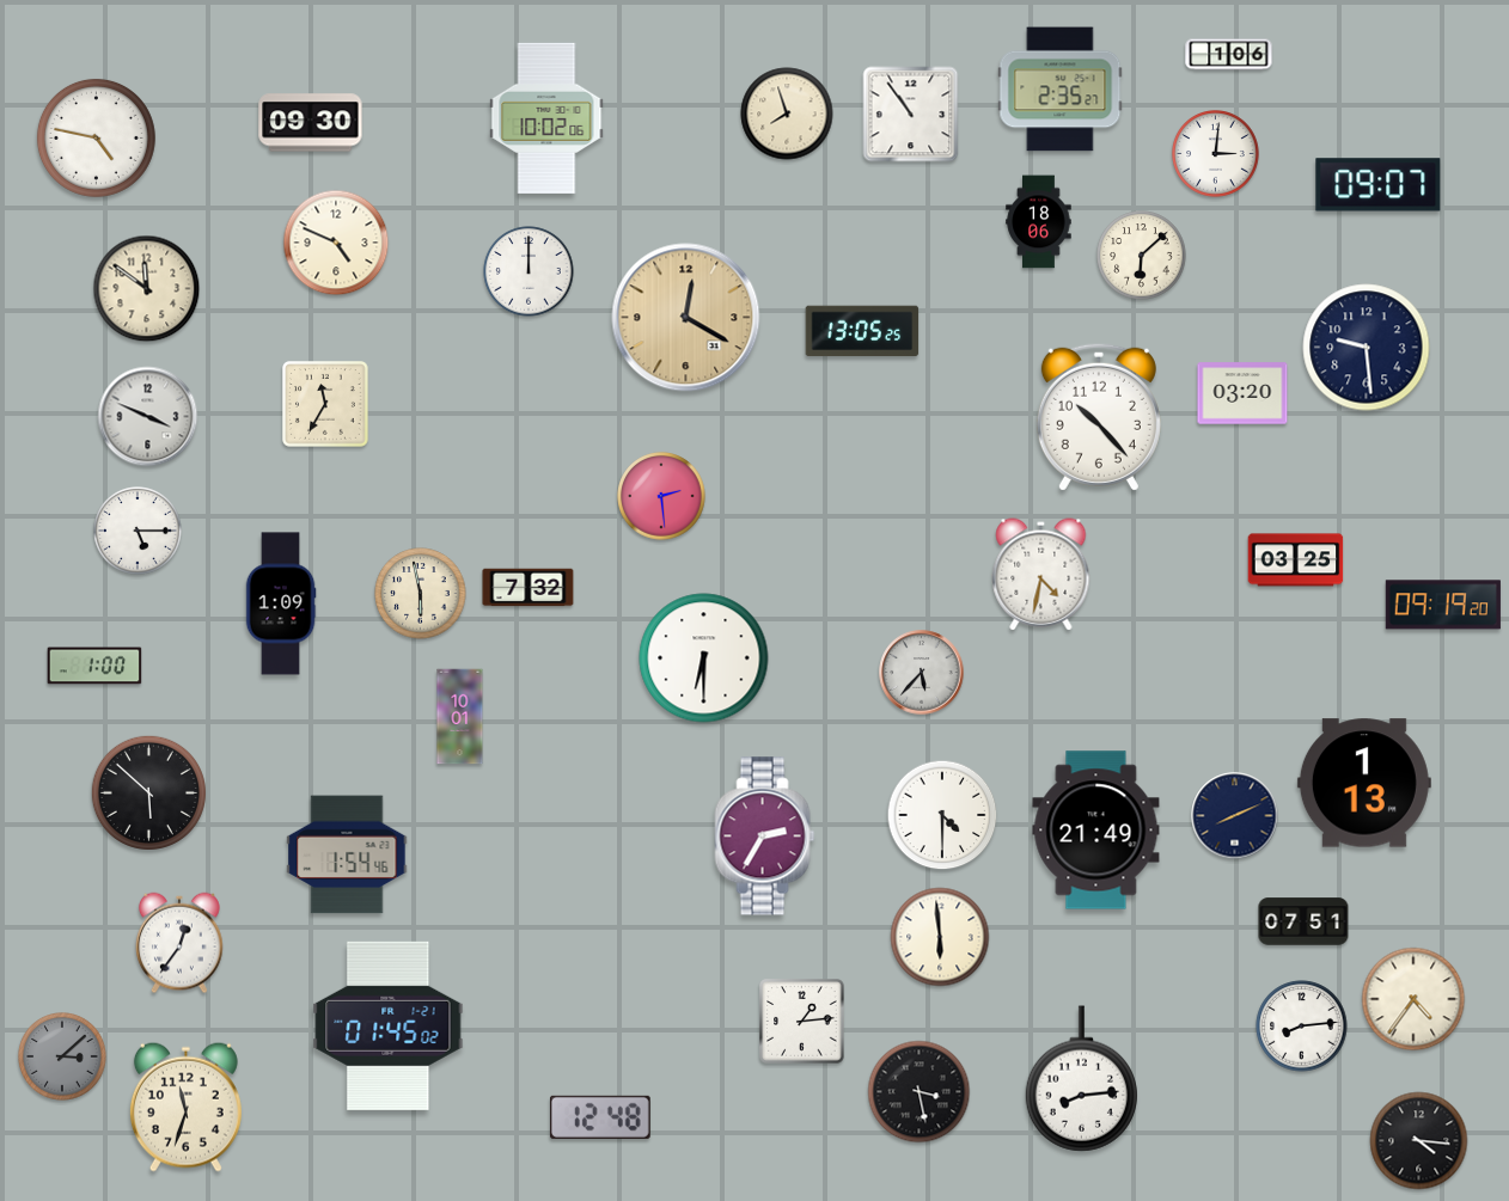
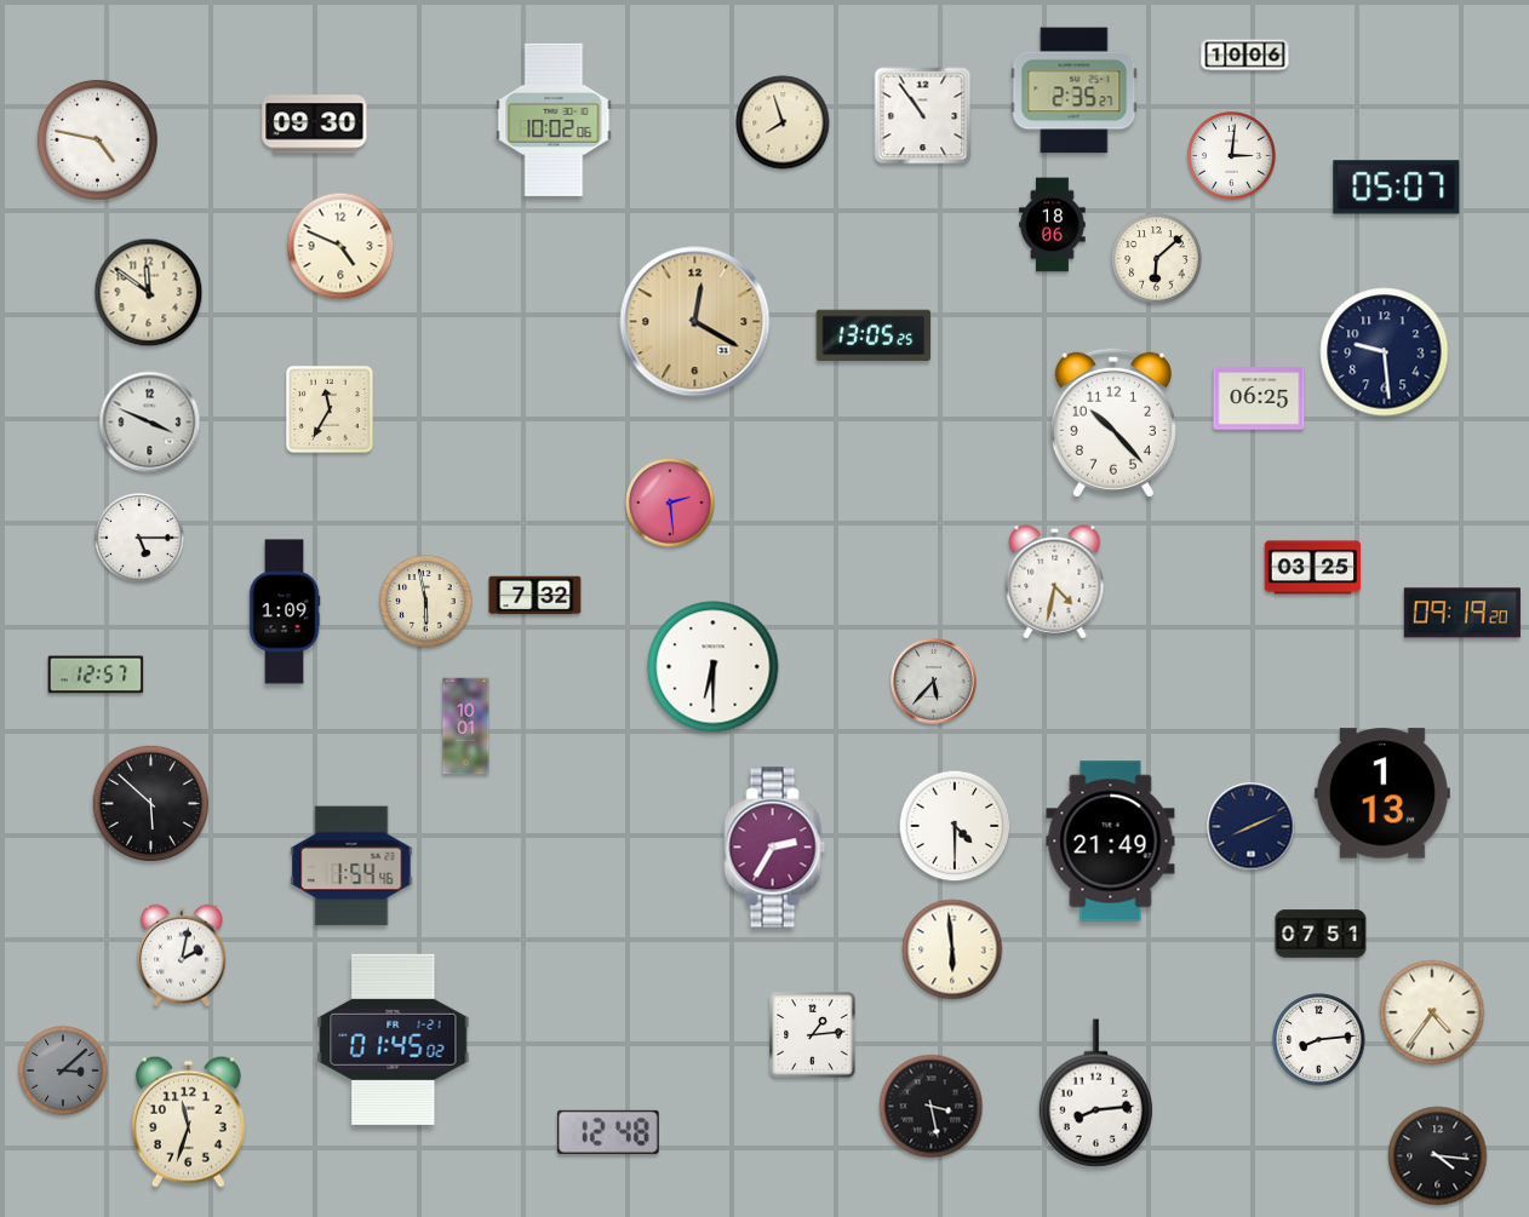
clock at (1229, 55): 1:06 -> 10:06
clock at (787, 114) position: (787, 114) -> (783, 122)
clock at (1379, 185): 09:07 -> 05:07
clock at (529, 271): 12:00 -> none
clock at (1242, 393): 03:20 -> 06:25
clock at (94, 666): 1:00 -> 12:57
clock at (181, 943): 12:36 -> 2:02
